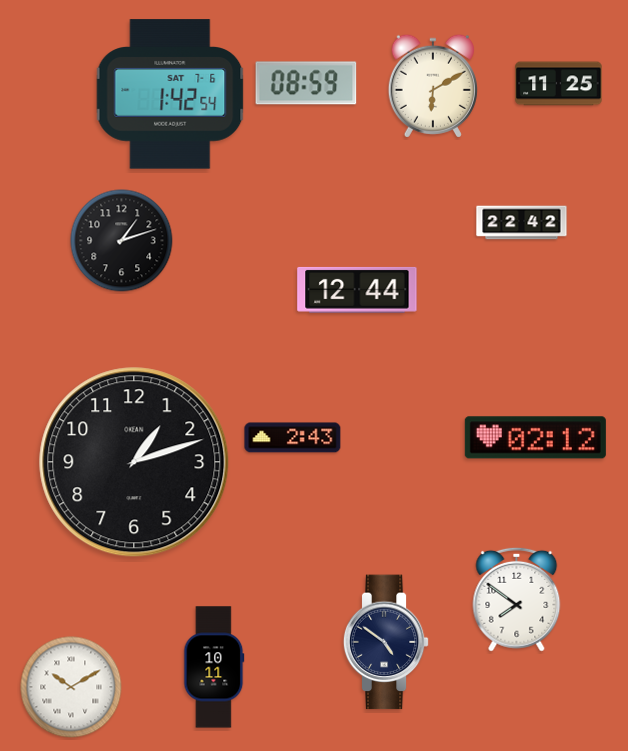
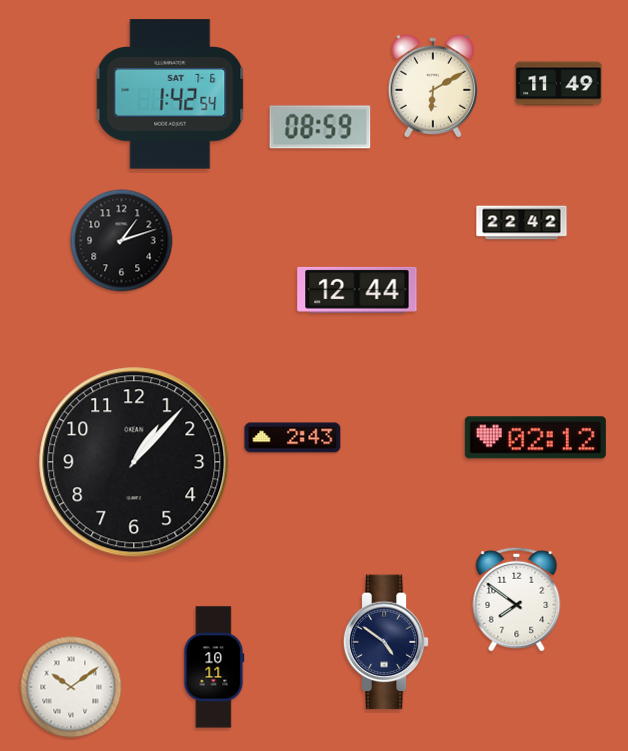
clock at (306, 83) position: (306, 83) -> (320, 127)
clock at (559, 84): 11:25 -> 11:49
clock at (134, 462): 1:12 -> 1:07
clock at (71, 687): 10:10 -> 10:09
